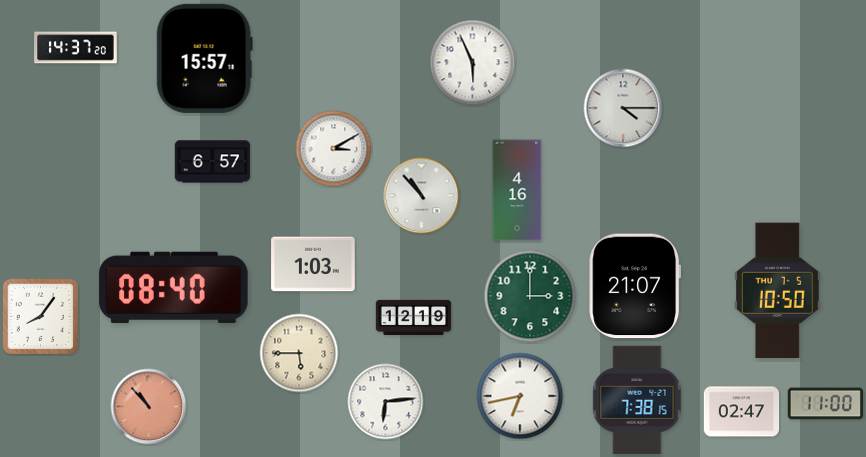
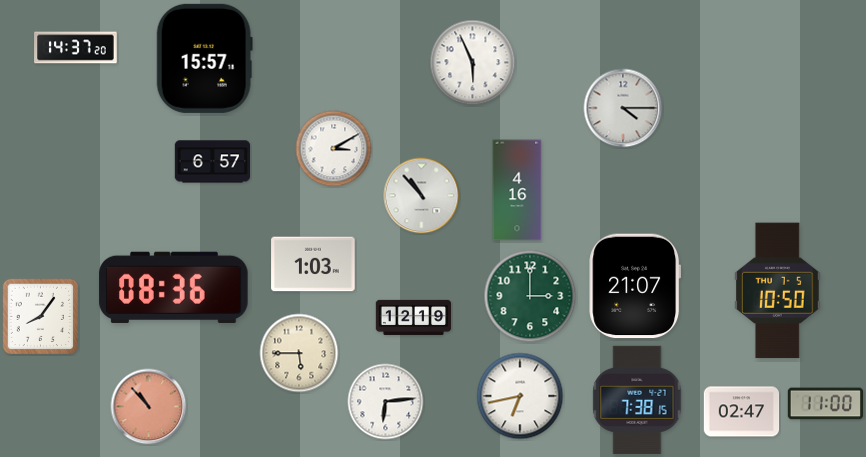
clock at (174, 287): 08:40 -> 08:36
